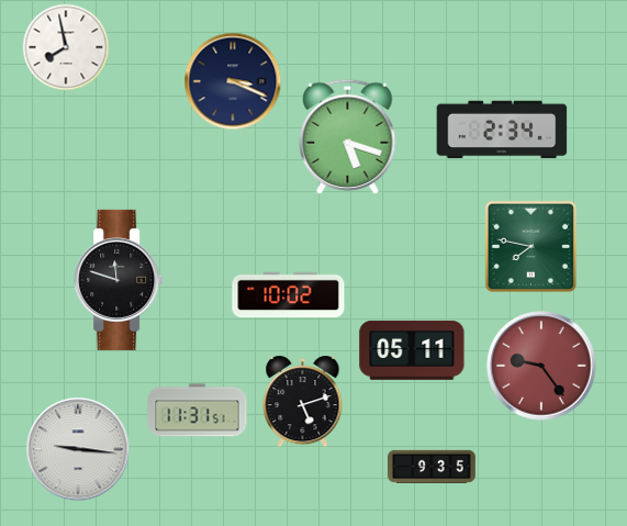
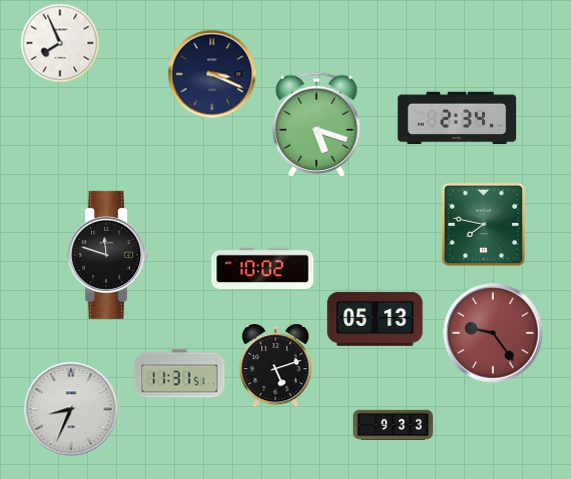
clock at (66, 47): 7:58 -> 7:56
clock at (412, 350): 05:11 -> 05:13
clock at (78, 449): 9:16 -> 8:34
clock at (432, 467): 9:35 -> 9:33
